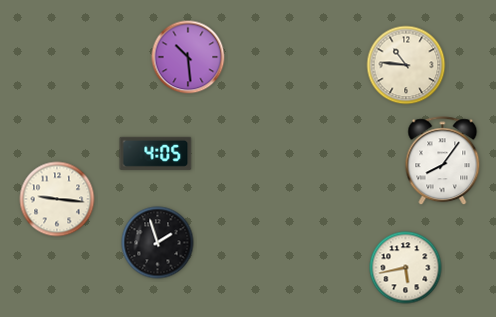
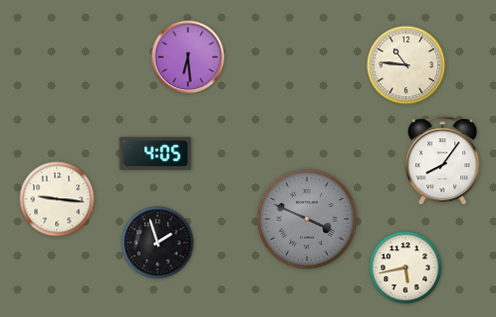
clock at (188, 57): 10:29 -> 6:29
clock at (307, 219): none -> 3:49
